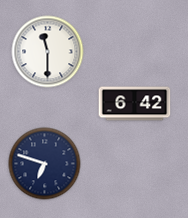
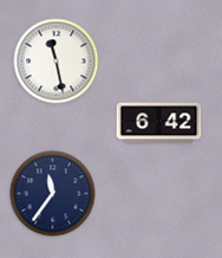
clock at (48, 52): 11:30 -> 11:28
clock at (45, 164): 6:48 -> 11:36
